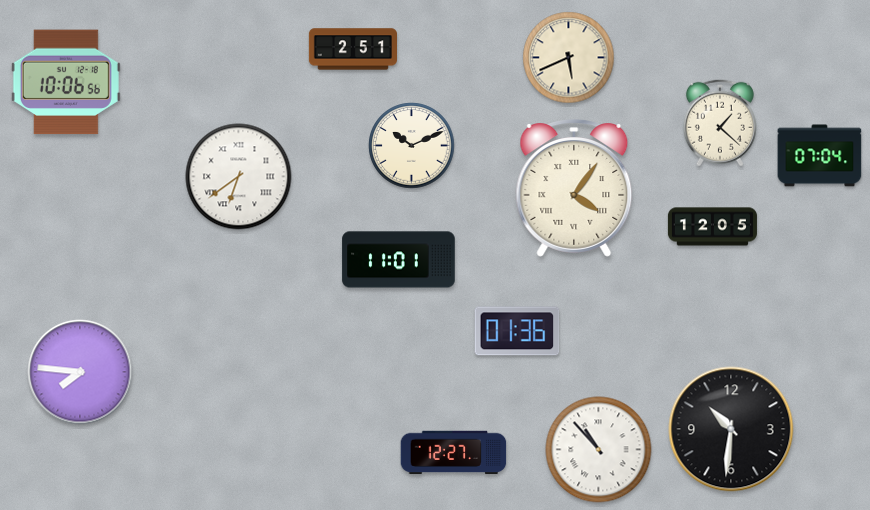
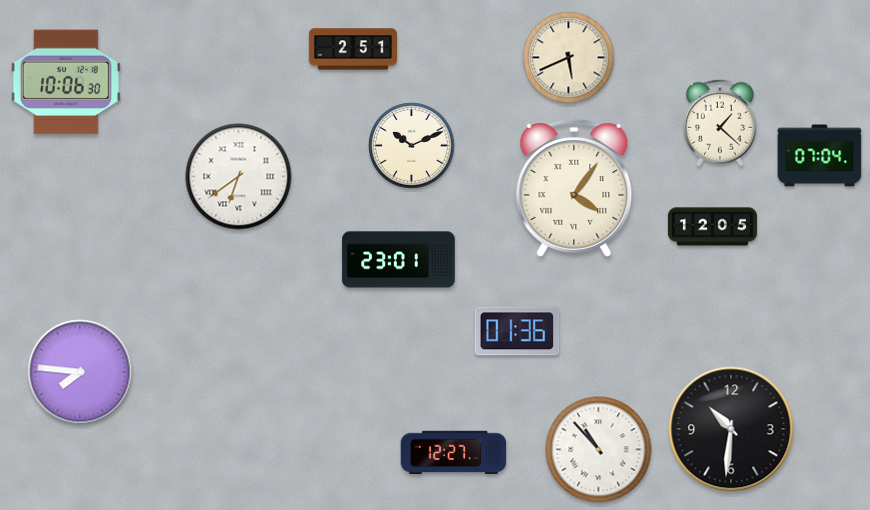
clock at (66, 82): 10:06:56 -> 10:06:30
clock at (399, 260): 11:01 -> 23:01
